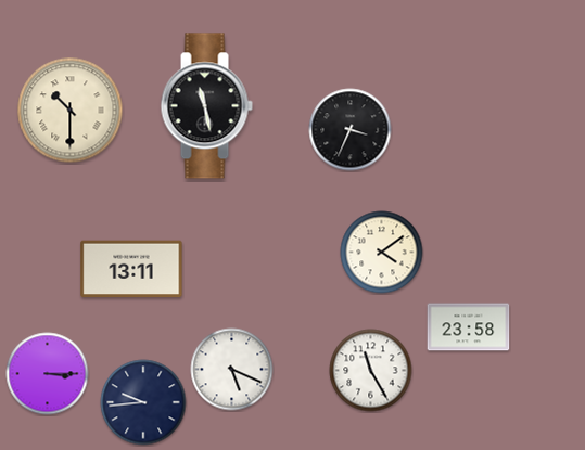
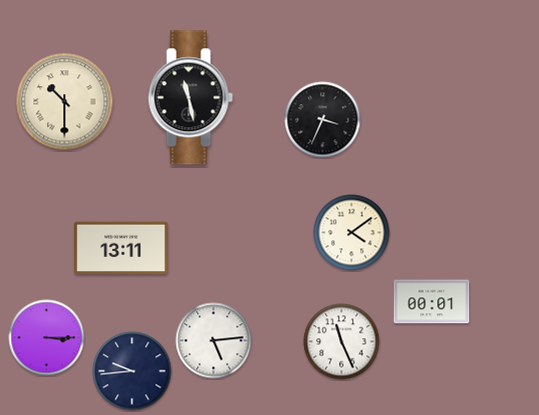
clock at (469, 327): 23:58 -> 00:01
clock at (232, 370): 5:19 -> 5:14
clock at (371, 371): 11:25 -> 11:26
clock at (48, 374) position: (48, 374) -> (47, 338)
